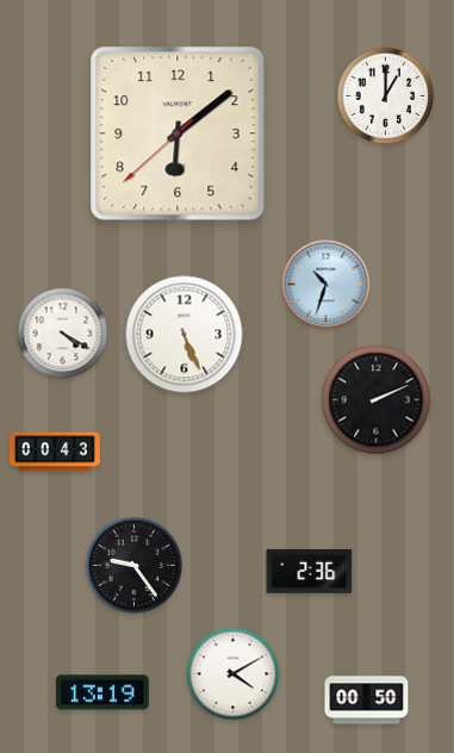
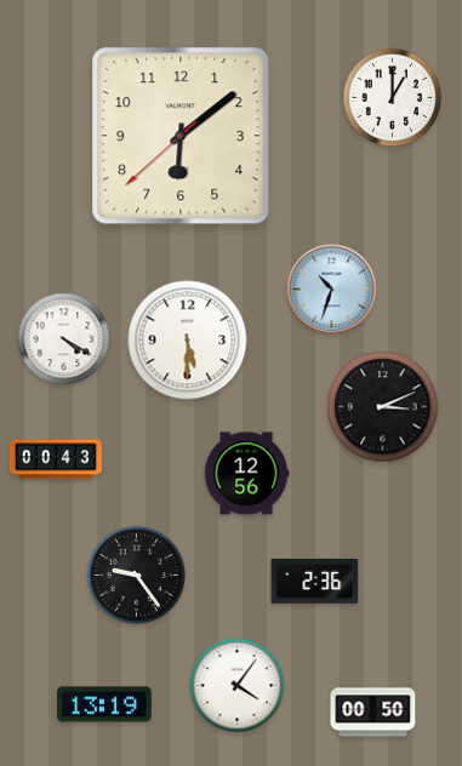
clock at (185, 335): 5:26 -> 5:30
clock at (377, 400): 2:11 -> 3:11
clock at (246, 474): none -> 12:56
clock at (234, 674): 4:10 -> 4:06
